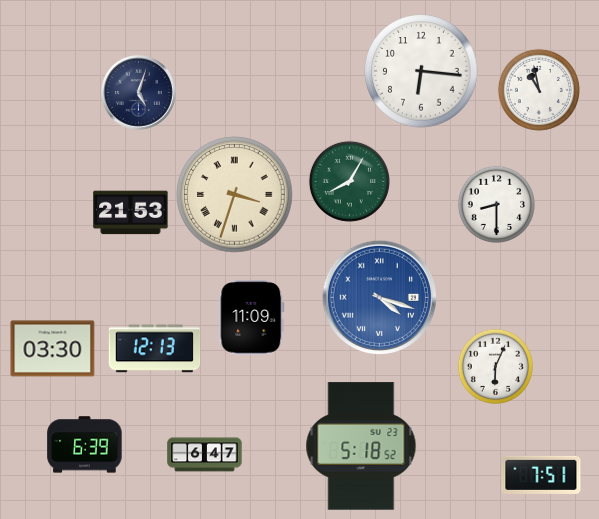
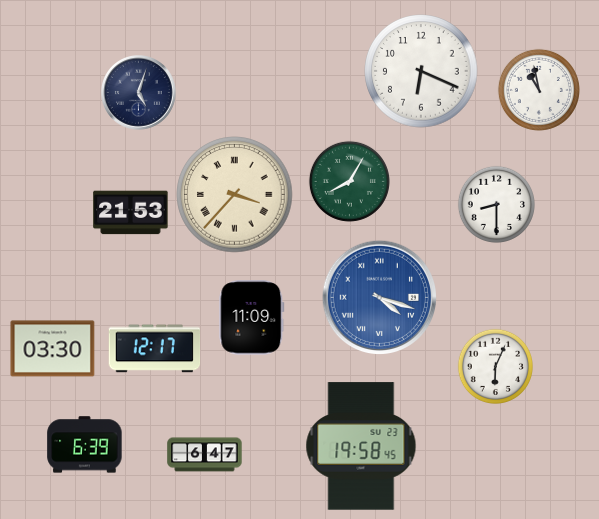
clock at (421, 71): 6:16 -> 6:19
clock at (235, 195): 3:33 -> 3:37
clock at (155, 349): 12:13 -> 12:17
clock at (361, 446): 5:18 -> 19:58
clock at (541, 475): 7:51 -> none
